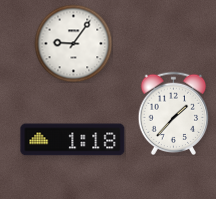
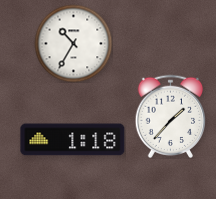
clock at (73, 43): 9:06 -> 10:35
clock at (174, 113) position: (174, 113) -> (171, 116)
